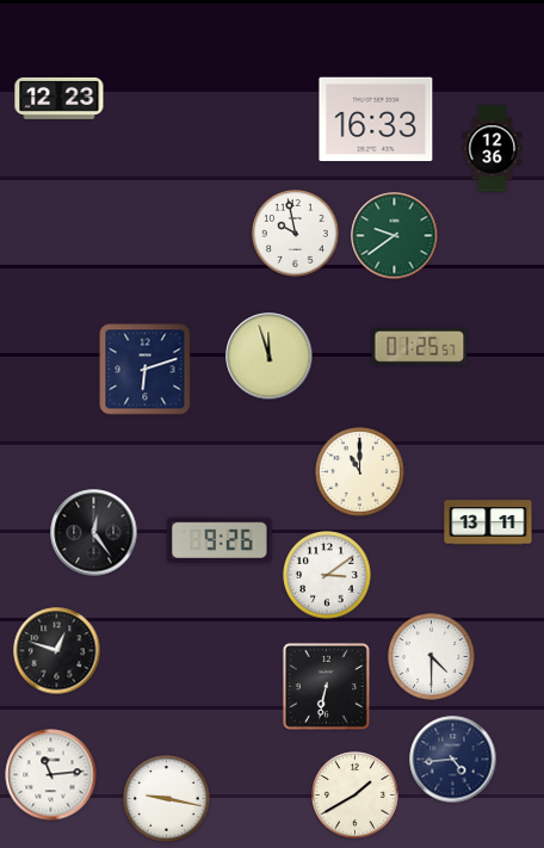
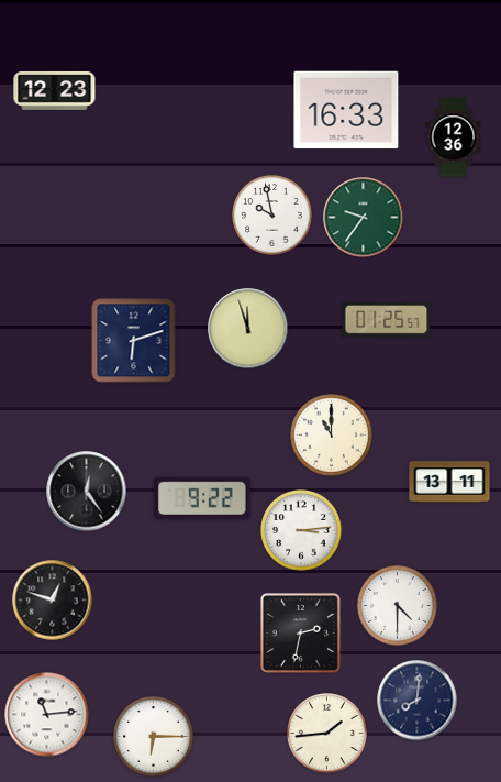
clock at (395, 236): 9:39 -> 9:36
clock at (220, 540): 9:26 -> 9:22
clock at (327, 575): 3:09 -> 3:14
clock at (326, 686): 6:32 -> 2:32
clock at (453, 760): 4:44 -> 8:01
clock at (356, 796): 1:40 -> 1:44
clock at (167, 799): 9:17 -> 6:15
